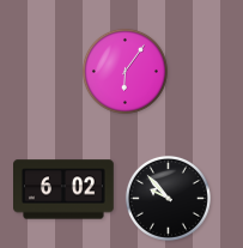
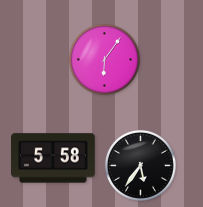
clock at (65, 189): 6:02 -> 5:58
clock at (168, 198): 9:53 -> 5:36
